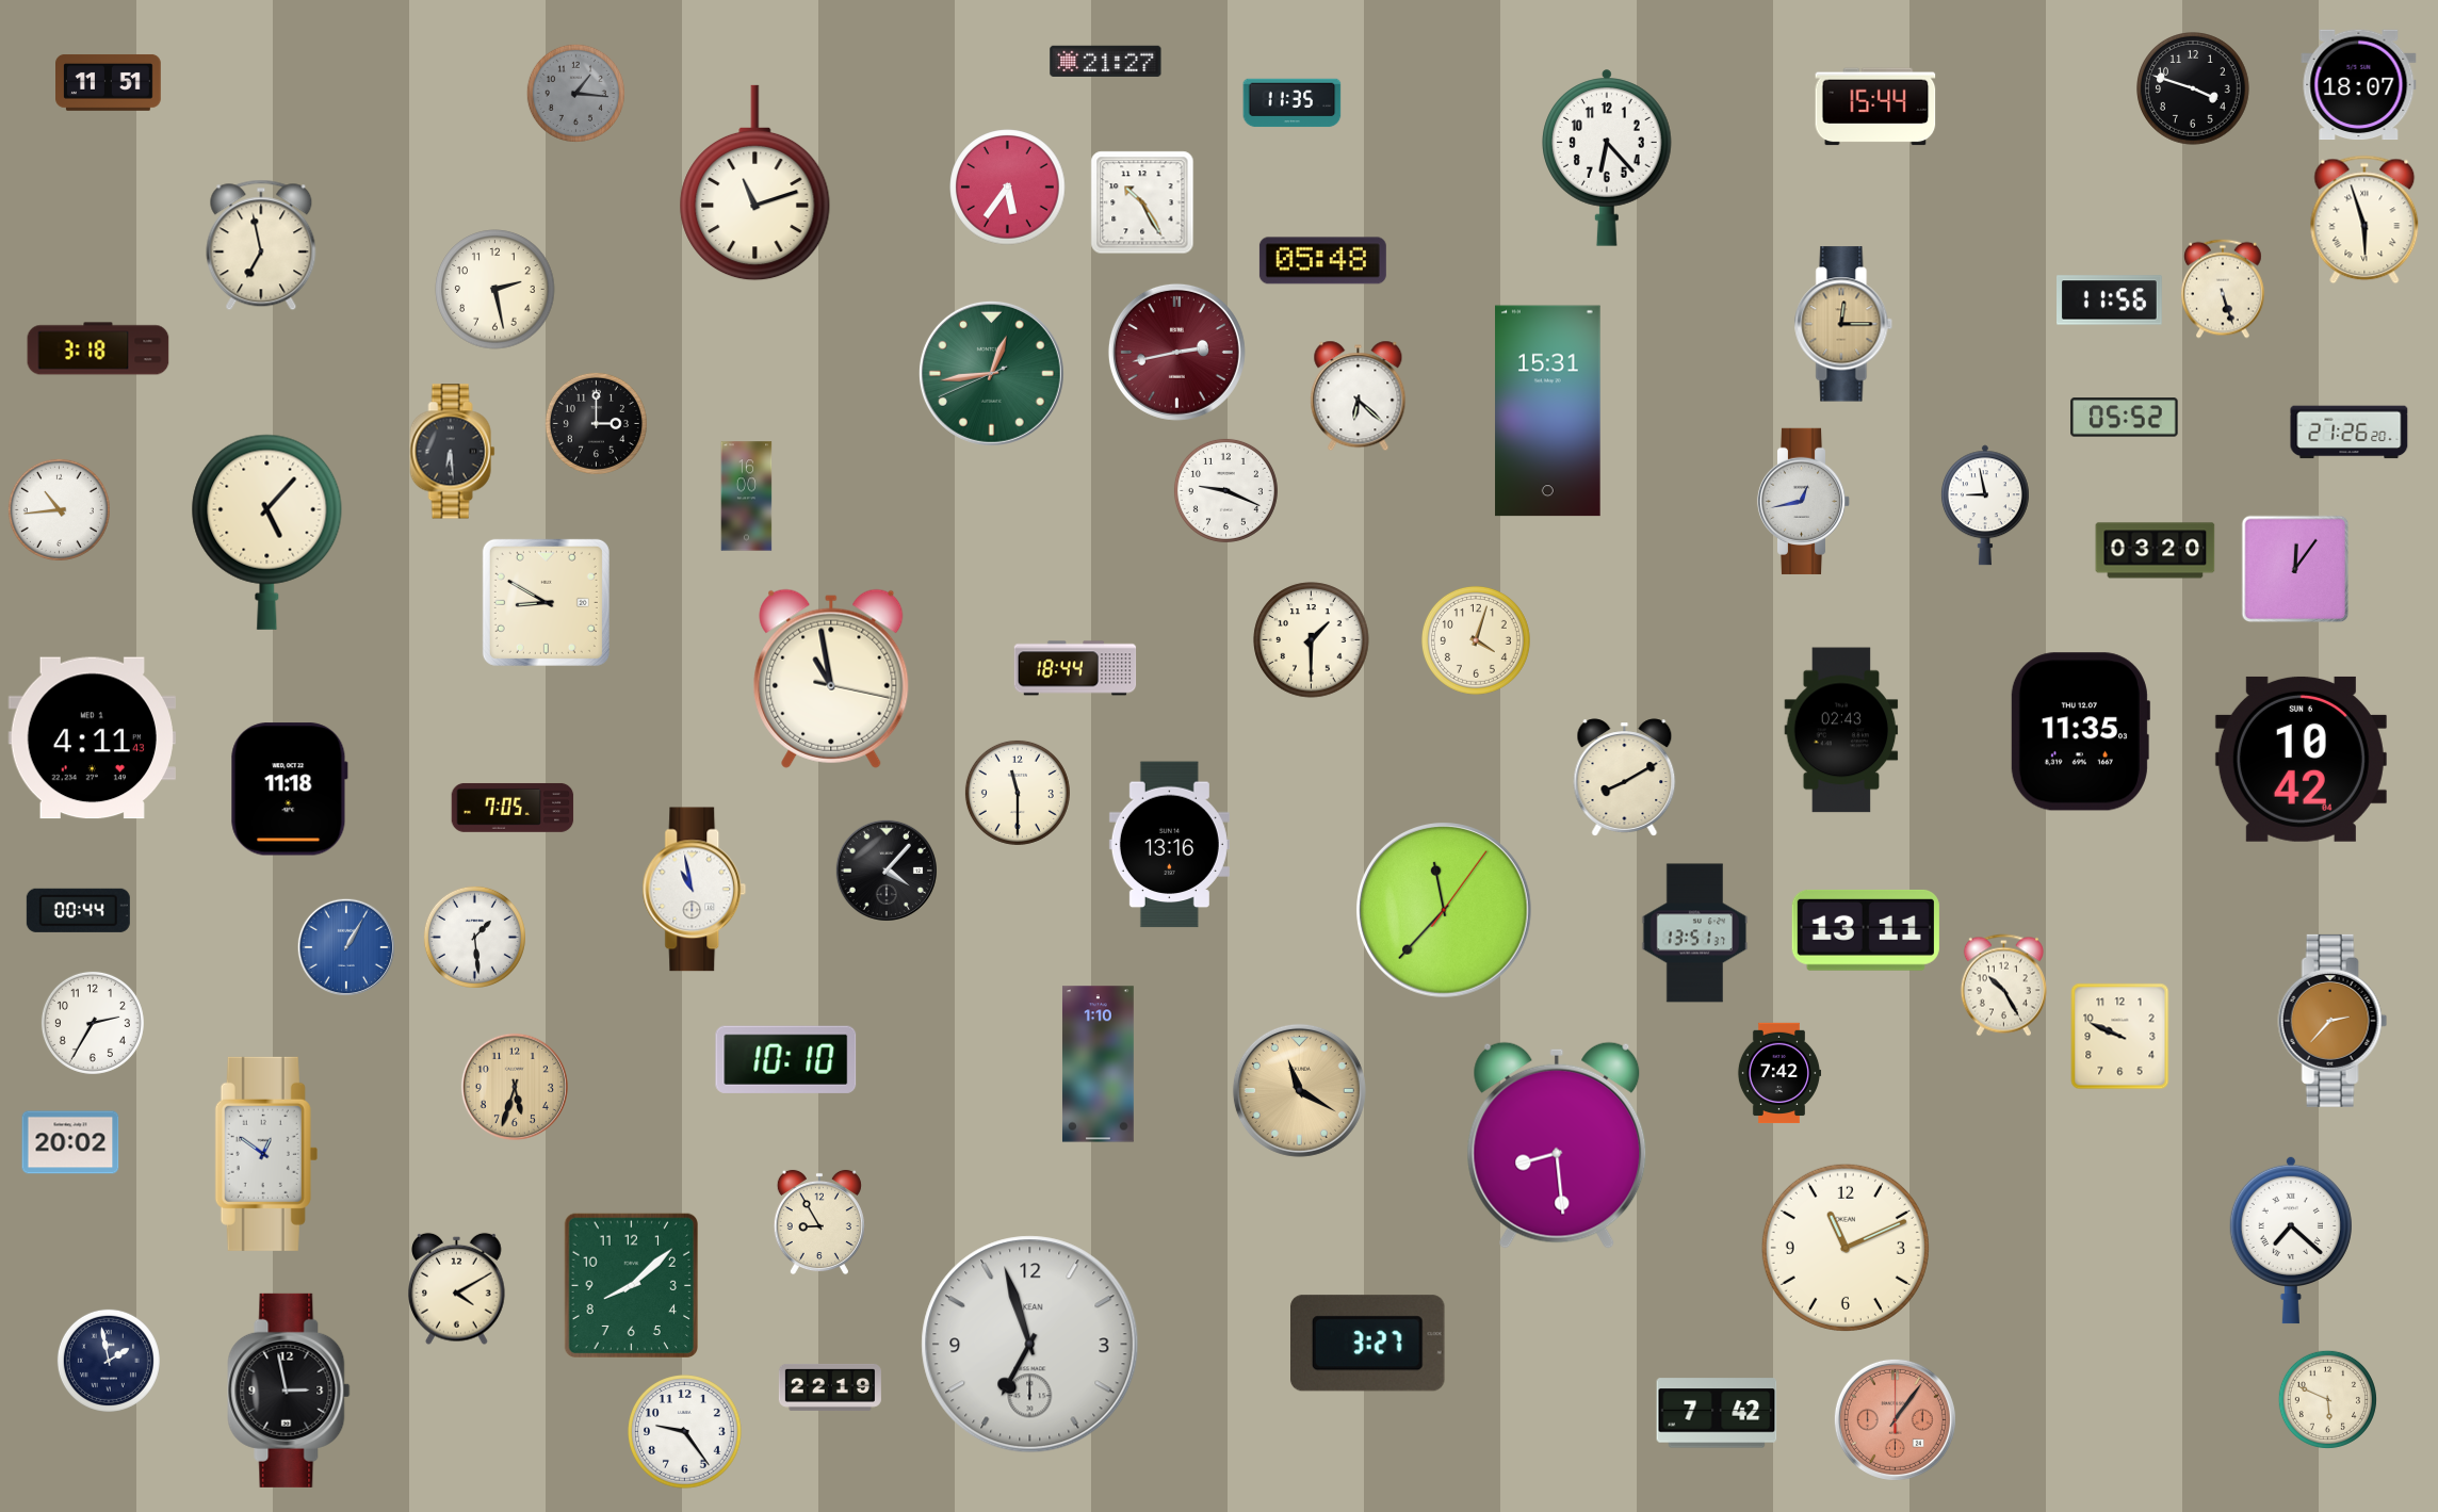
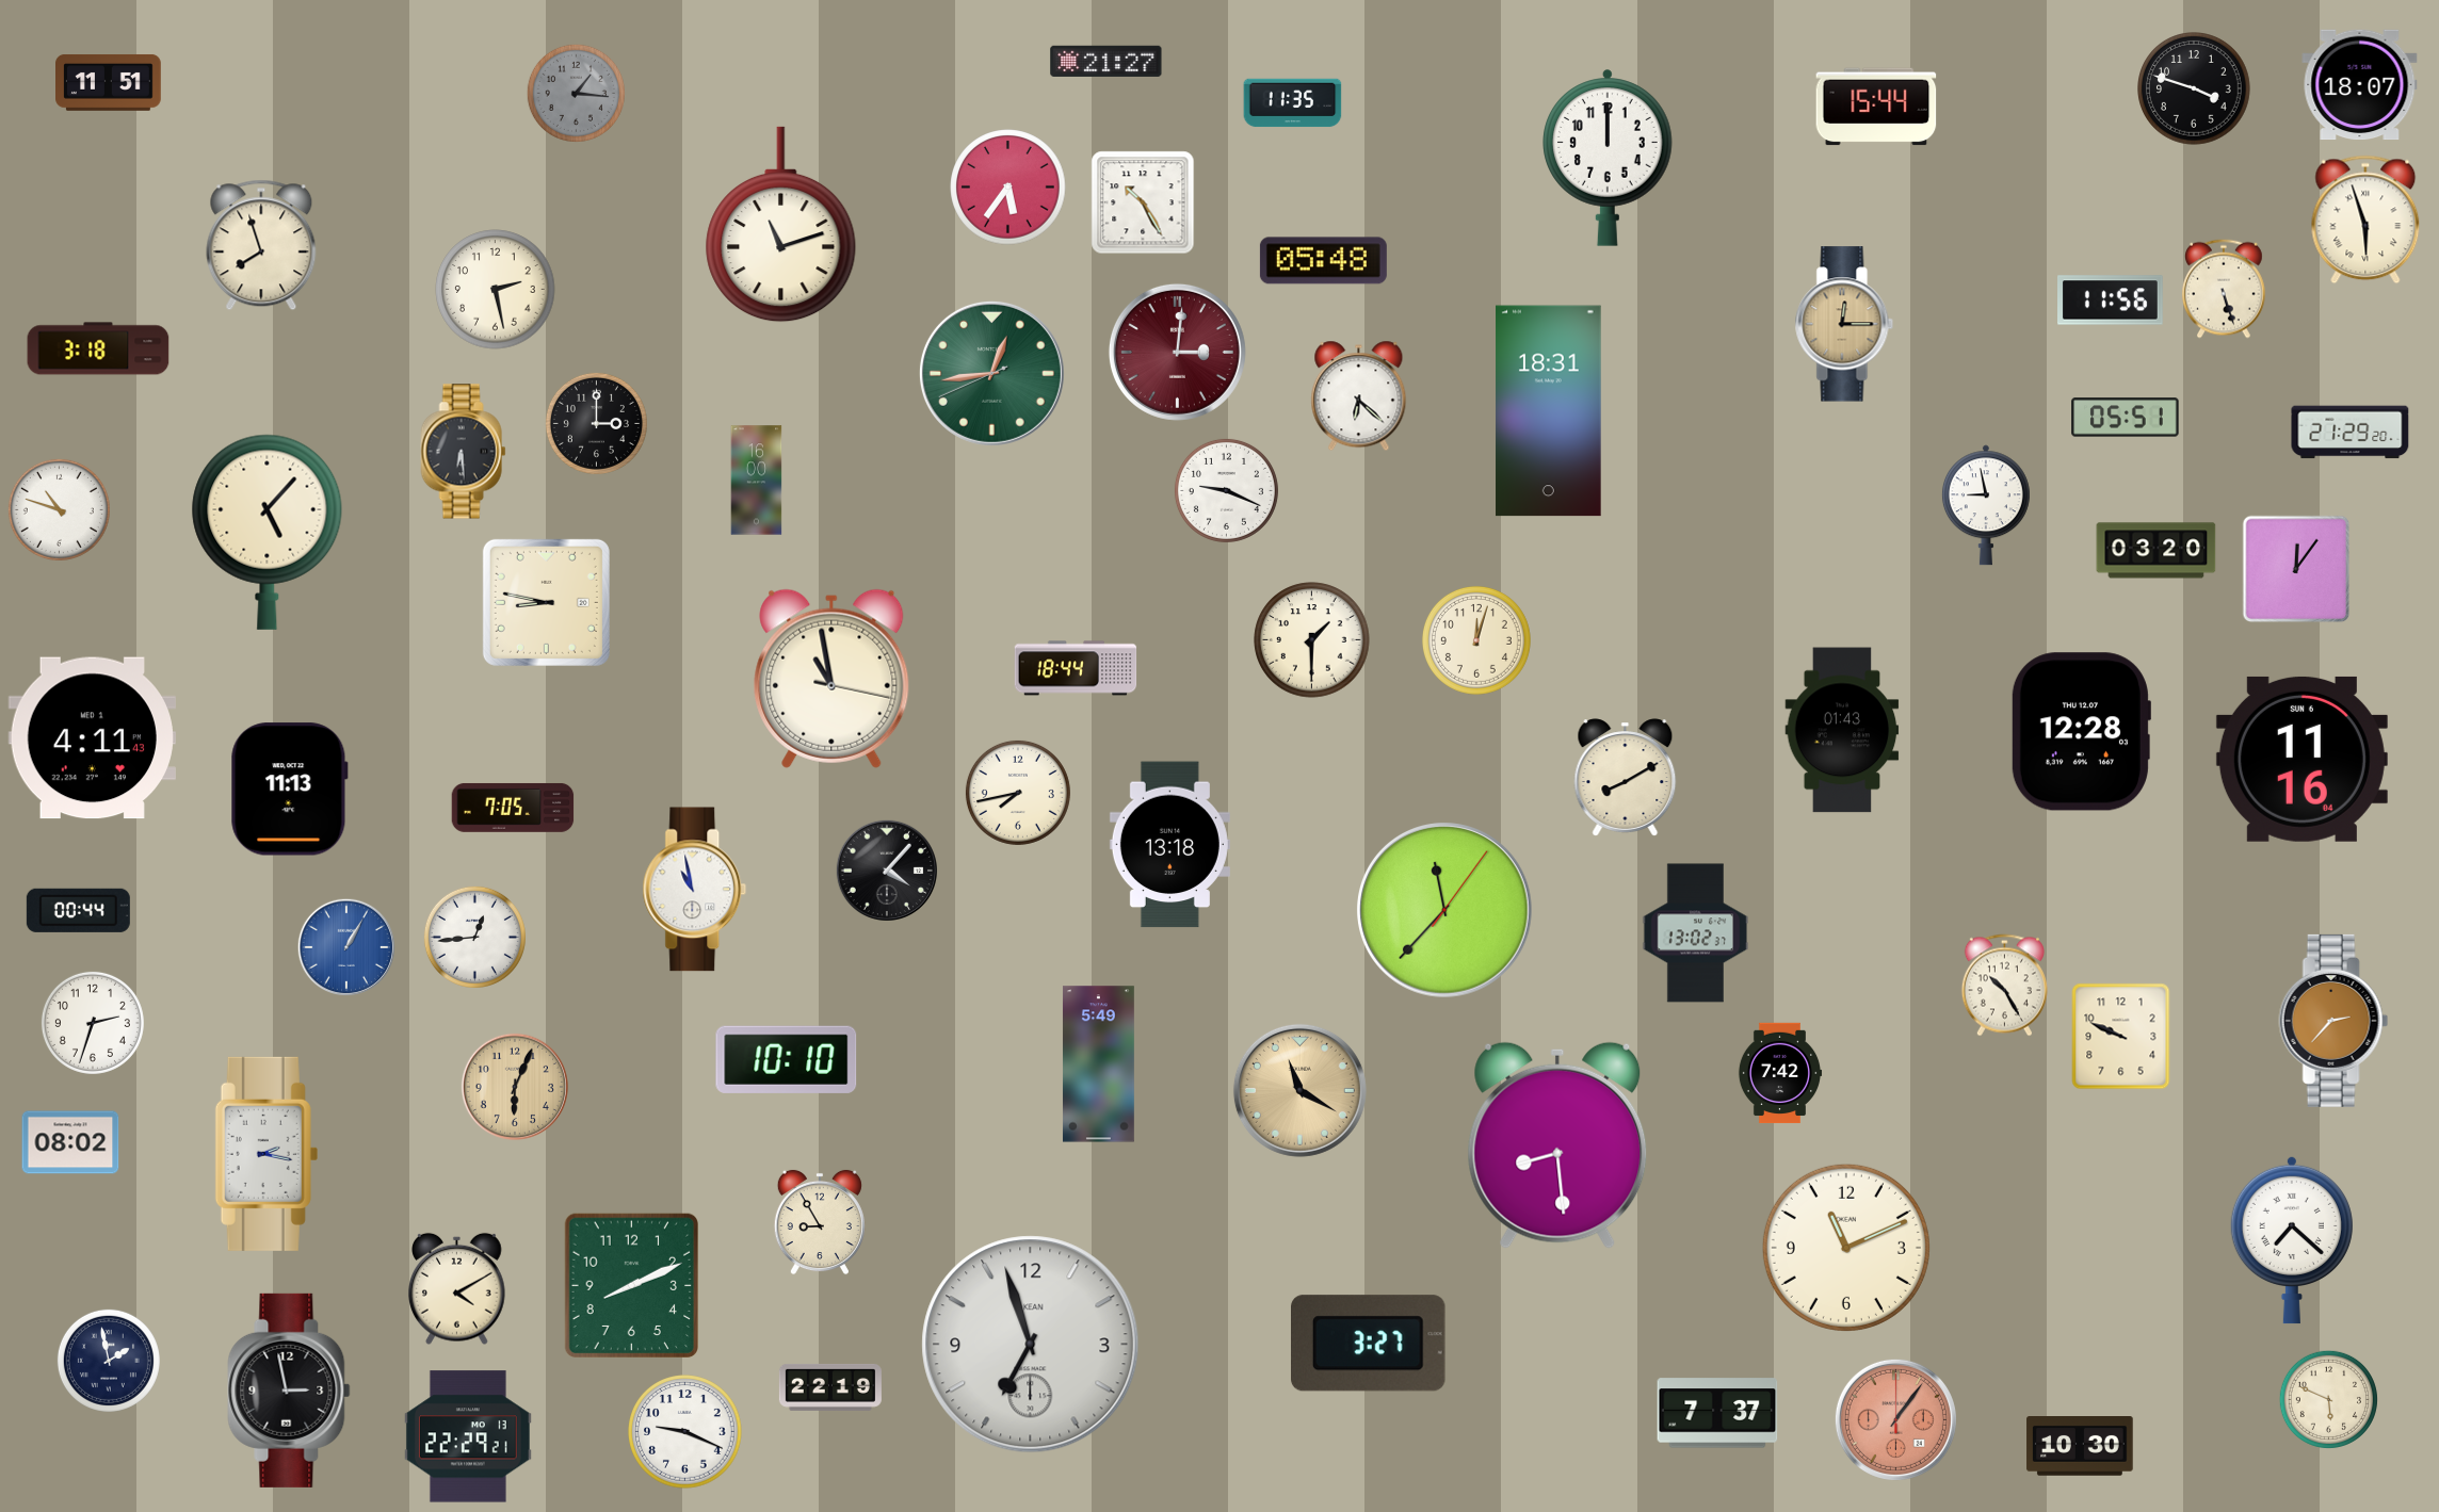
clock at (1608, 158): 6:23 -> 12:00
clock at (755, 183) position: (755, 183) -> (781, 225)
clock at (261, 245): 6:58 -> 7:57
clock at (1176, 352): 2:43 -> 3:01
clock at (1548, 411): 15:31 -> 18:31
clock at (2125, 418): 05:52 -> 05:51
clock at (2350, 433): 21:26 -> 21:29
clock at (453, 452) position: (453, 452) -> (464, 452)
clock at (747, 497) position: (747, 497) -> (757, 481)
clock at (1804, 501): 12:43 -> none
clock at (59, 509): 10:44 -> 10:48
clock at (546, 602): 8:50 -> 8:47
clock at (1476, 640): 4:03 -> 12:03
clock at (1841, 730): 02:43 -> 01:43
clock at (2080, 732): 11:35 -> 12:28
clock at (2301, 759): 10:42 -> 11:16
clock at (289, 790): 11:18 -> 11:13
clock at (1018, 793): 11:30 -> 7:43
clock at (1169, 845): 13:16 -> 13:18
clock at (1866, 930): 13:11 -> none
clock at (1695, 933): 13:51 -> 13:02
clock at (474, 937): 1:29 -> 12:44
clock at (93, 1023): 2:35 -> 2:33
clock at (1098, 1064): 1:10 -> 5:49
clock at (515, 1087): 5:33 -> 6:04
clock at (70, 1142): 20:02 -> 08:02
clock at (266, 1154): 12:51 -> 2:17
clock at (631, 1285): 8:08 -> 8:11
clock at (1717, 1413): 7:42 -> 7:37
clock at (685, 1432): 9:24 -> 9:19
clock at (468, 1436): none -> 22:29
clock at (2080, 1447): none -> 10:30
